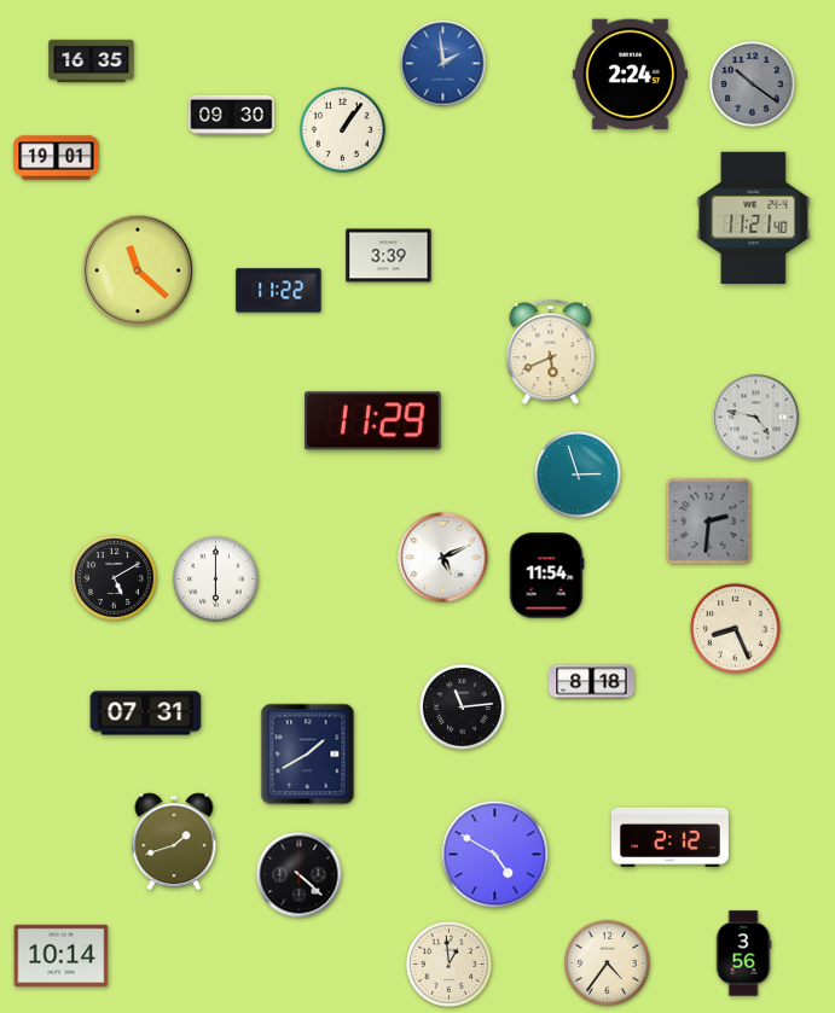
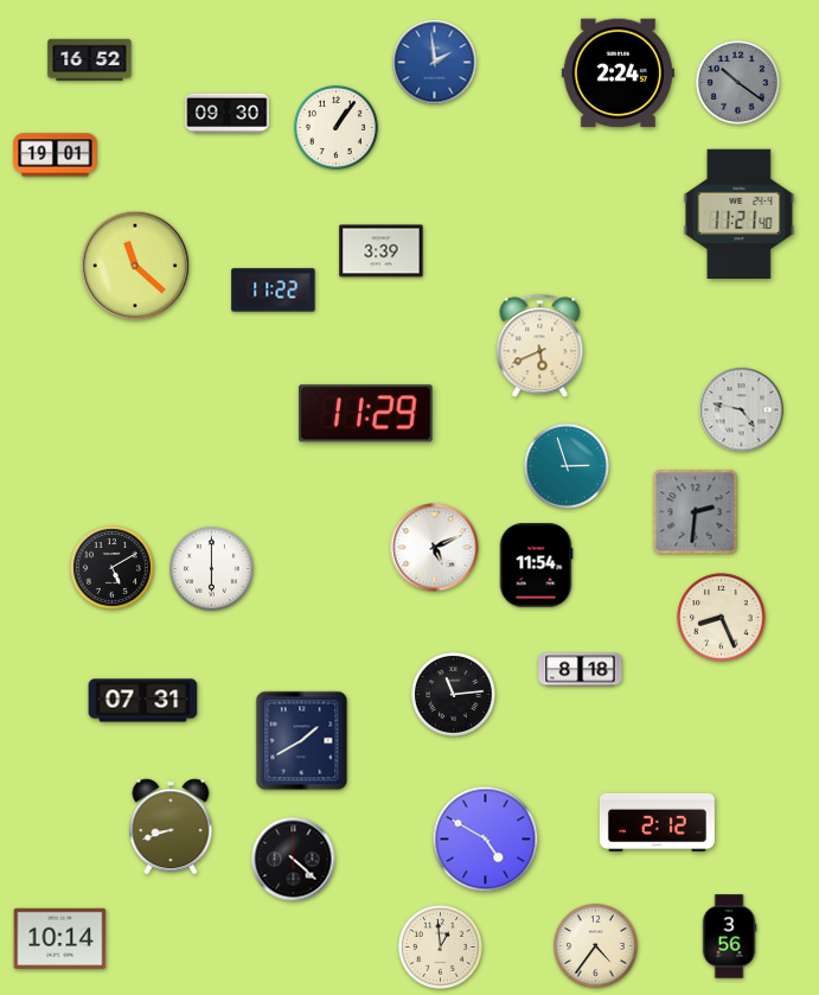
clock at (92, 62): 16:35 -> 16:52
clock at (279, 291) position: (279, 291) -> (274, 291)
clock at (174, 842): 1:42 -> 8:42
